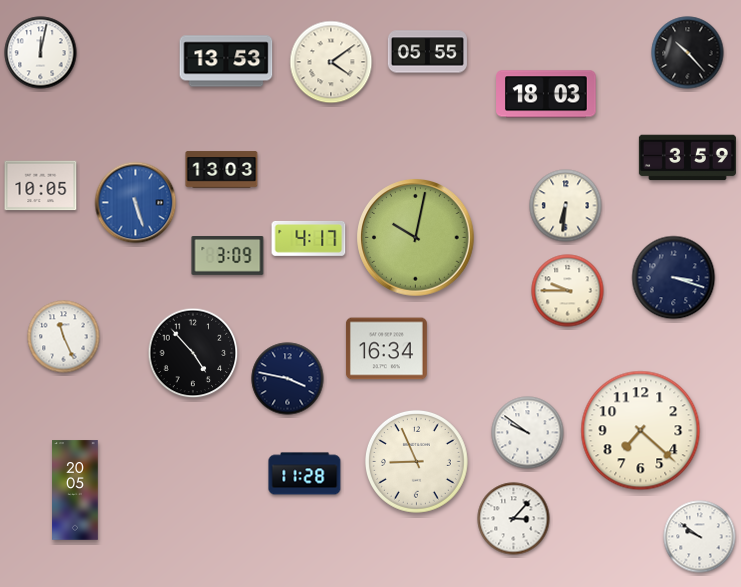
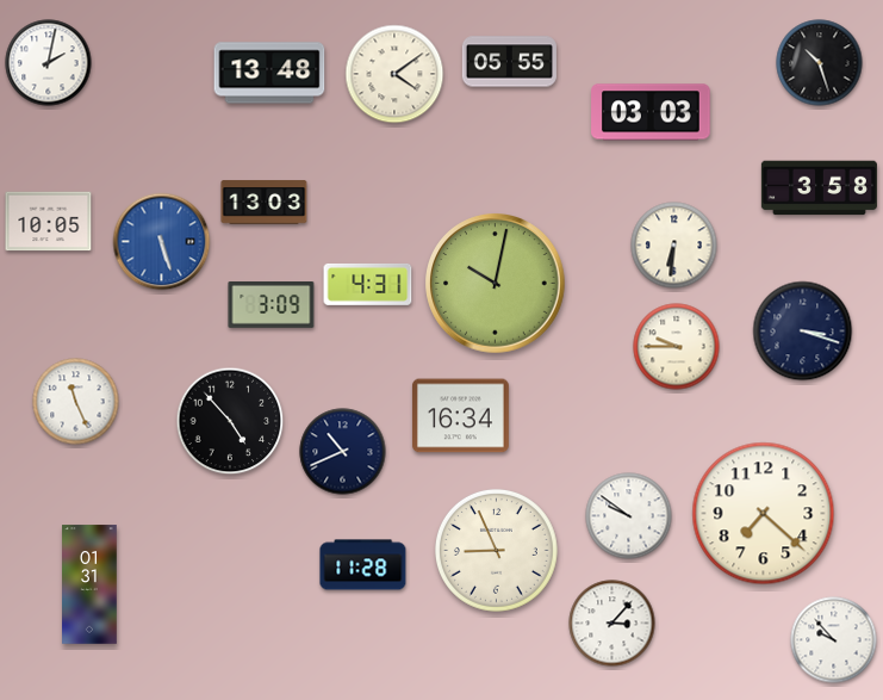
clock at (41, 53): 12:02 -> 2:02
clock at (688, 53): 10:23 -> 10:27
clock at (226, 61): 13:53 -> 13:48
clock at (546, 94): 18:03 -> 03:03
clock at (687, 158): 3:59 -> 3:58
clock at (309, 239): 4:17 -> 4:31
clock at (288, 379): 3:47 -> 10:41
clock at (75, 490): 20:05 -> 01:31
clock at (514, 519) position: (514, 519) -> (612, 624)
clock at (700, 537): 9:51 -> 9:53
